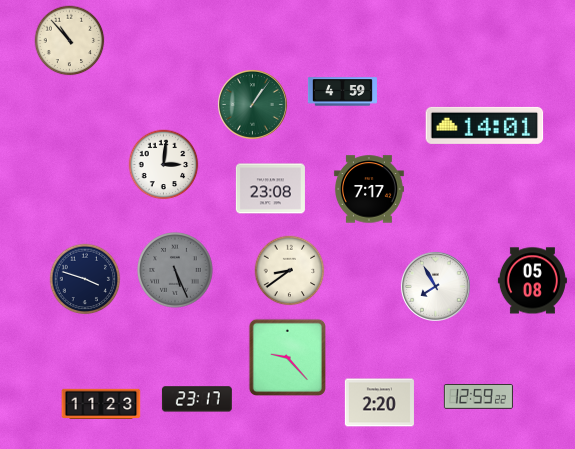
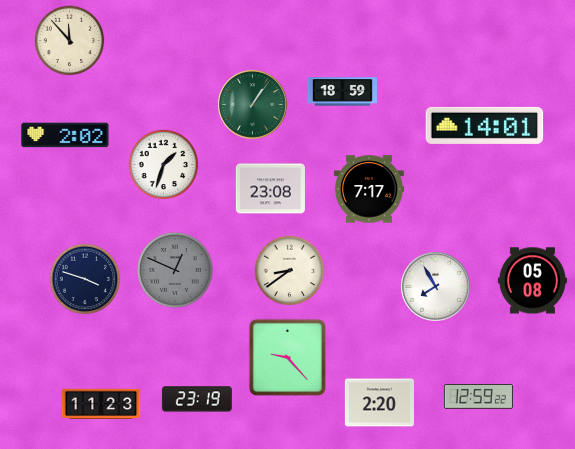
clock at (70, 41): 10:53 -> 11:53
clock at (342, 92): 4:59 -> 18:59
clock at (65, 135): none -> 2:02
clock at (164, 165): 3:01 -> 1:33
clock at (175, 270): 5:26 -> 12:49
clock at (197, 399): 23:17 -> 23:19
